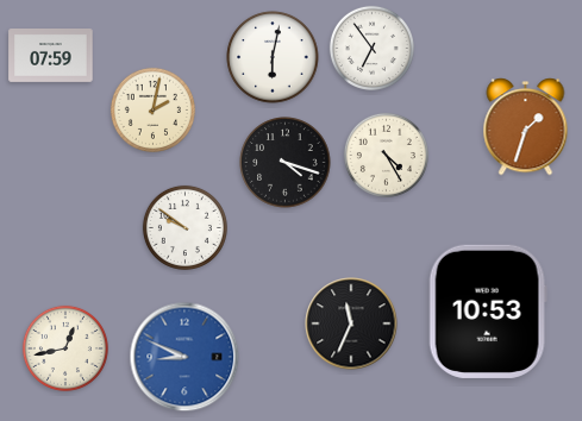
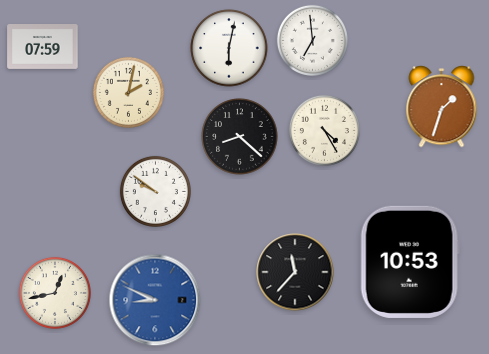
clock at (371, 48): 6:54 -> 6:59
clock at (286, 163): 4:18 -> 8:22
clock at (351, 323): 11:34 -> 11:37
